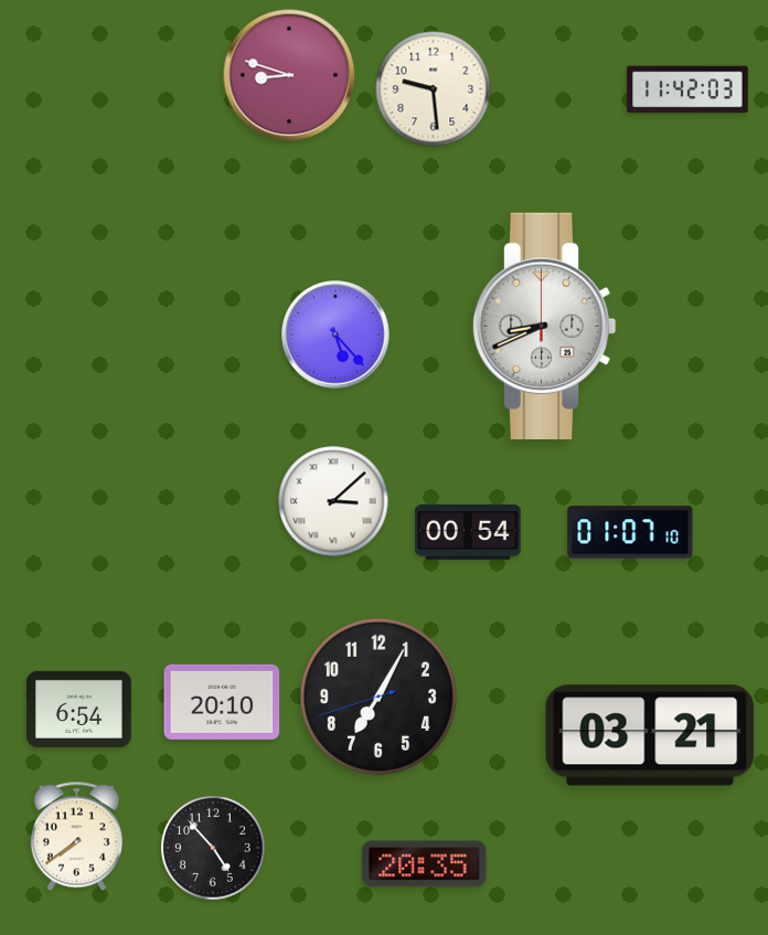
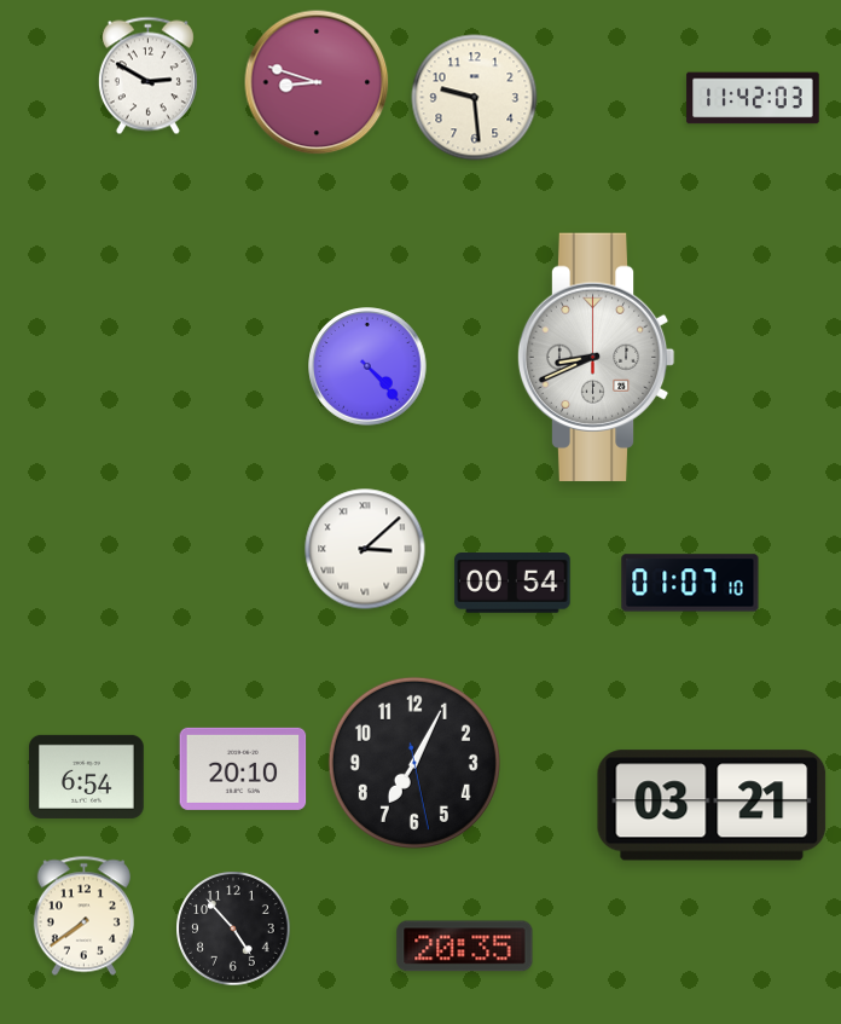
clock at (147, 76): none -> 2:50
clock at (335, 334): 5:23 -> 4:23
clock at (378, 697): 7:04:42 -> 7:04:28
